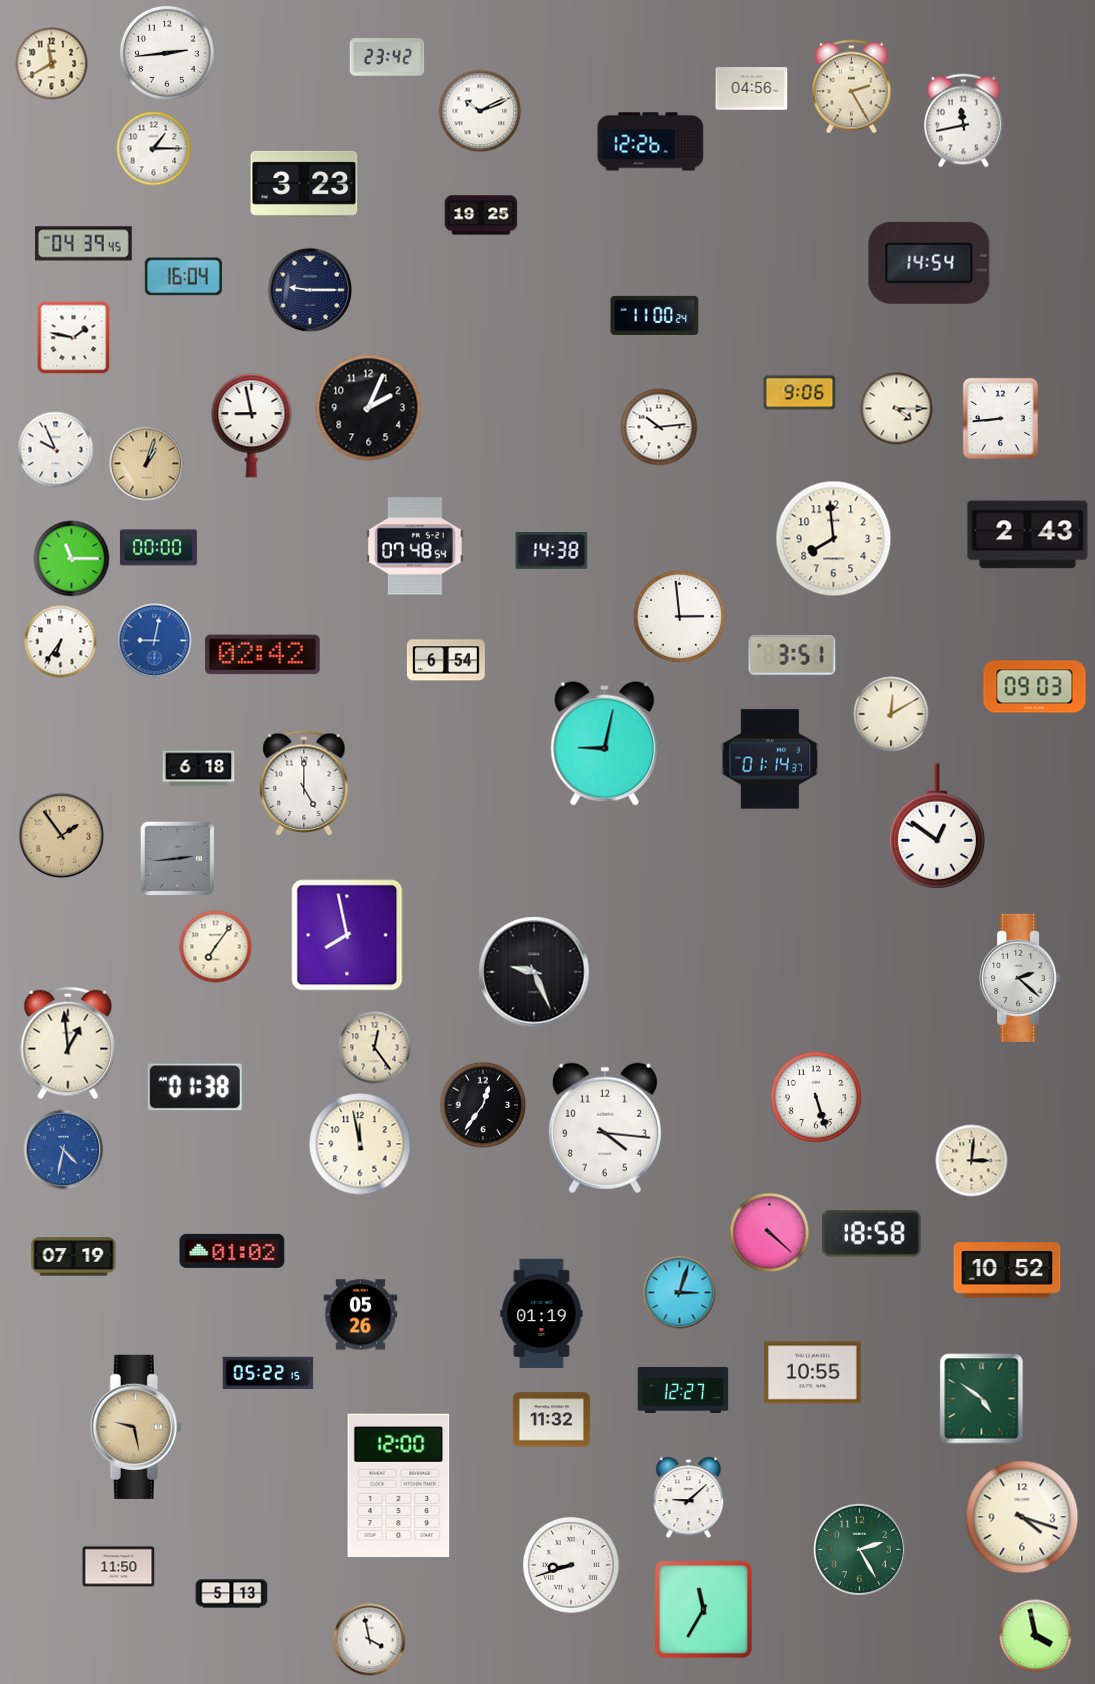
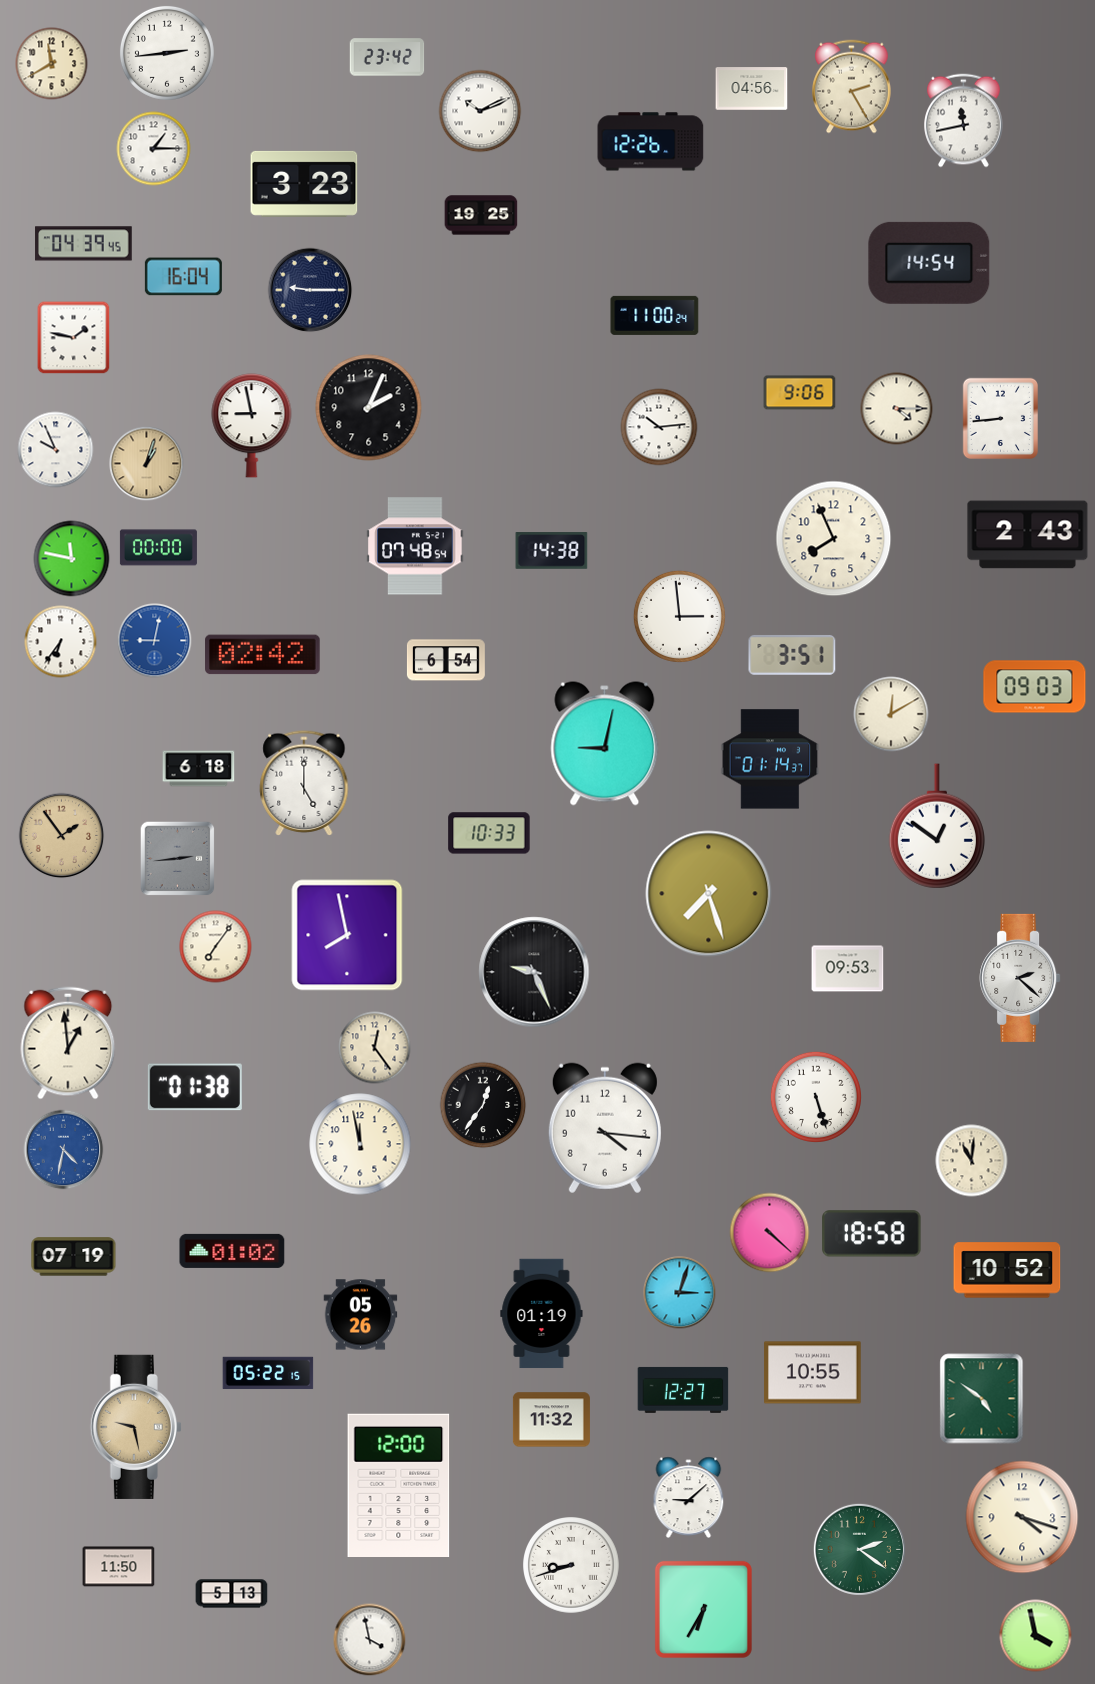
clock at (834, 539): 7:59 -> 7:56
clock at (72, 559): 11:15 -> 11:47
clock at (489, 833): none -> 10:33
clock at (709, 894): none -> 7:27
clock at (848, 969): none -> 09:53
clock at (972, 1161): 3:01 -> 11:01
clock at (859, 1549): 2:25 -> 2:21
clock at (703, 1609): 11:35 -> 6:35
